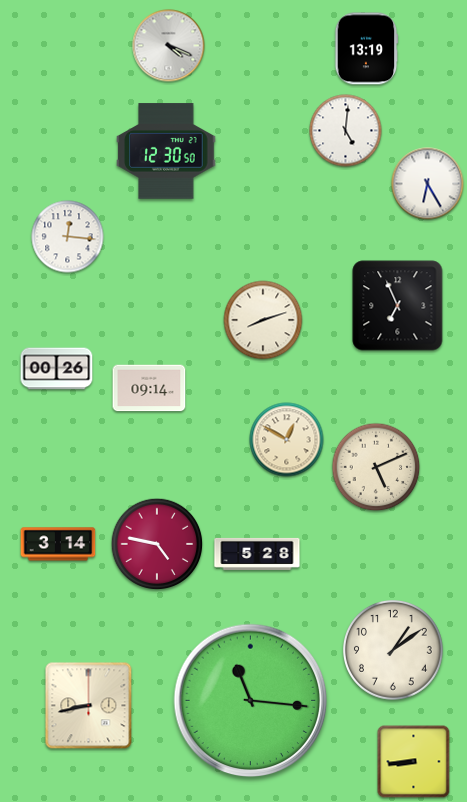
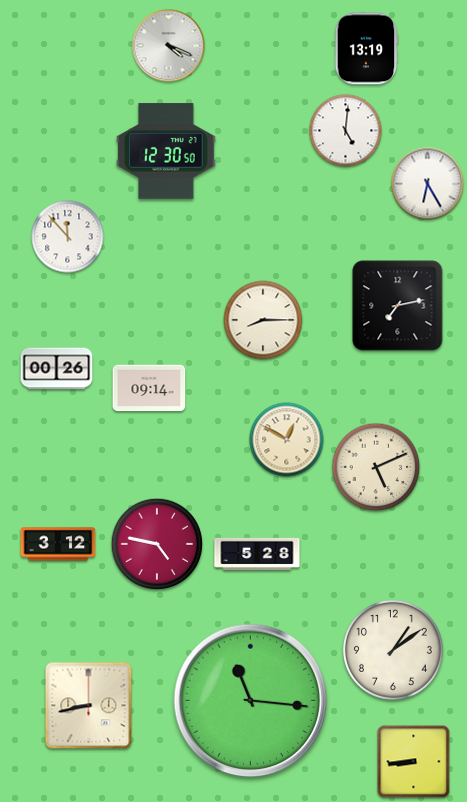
clock at (68, 237): 12:16 -> 11:53
clock at (398, 306): 6:56 -> 7:13
clock at (263, 320): 8:12 -> 8:15
clock at (58, 544): 3:14 -> 3:12
